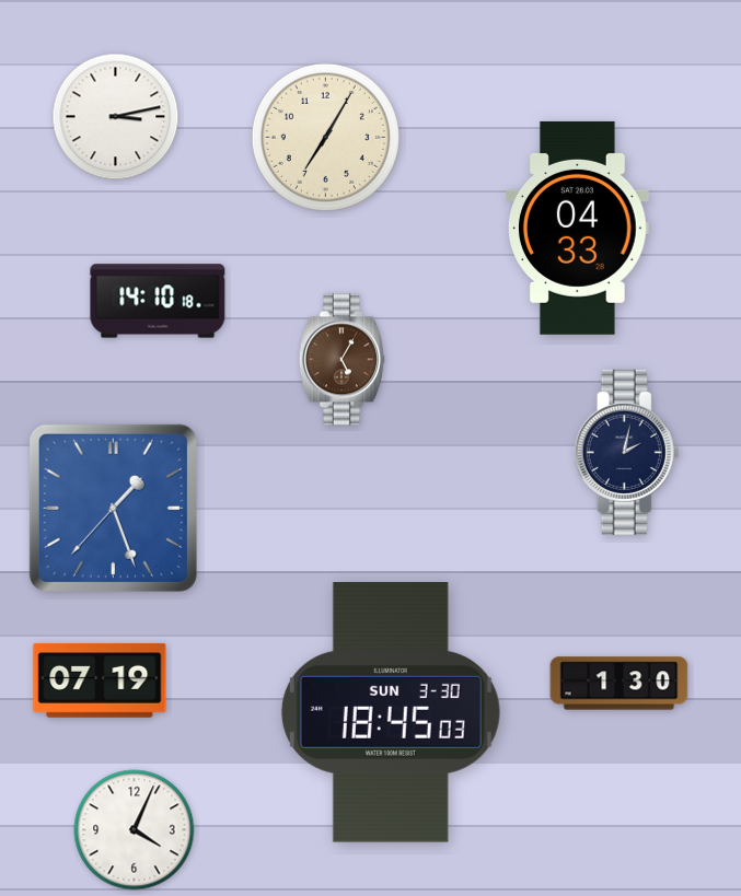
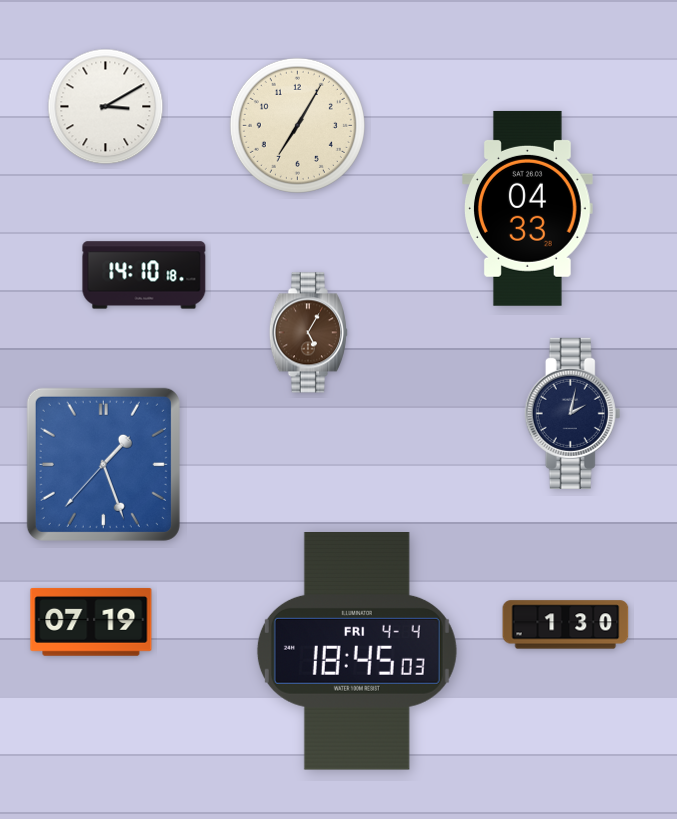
clock at (116, 117): 3:13 -> 3:10
clock at (341, 360) position: (341, 360) -> (308, 333)
clock at (391, 713) date: SUN 3-30 -> FRI 4-4
clock at (135, 830): 4:04 -> none
